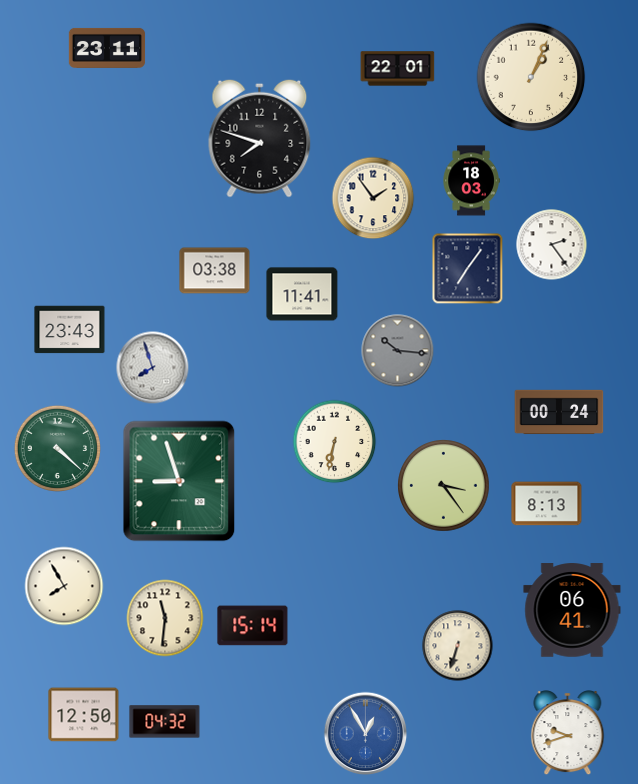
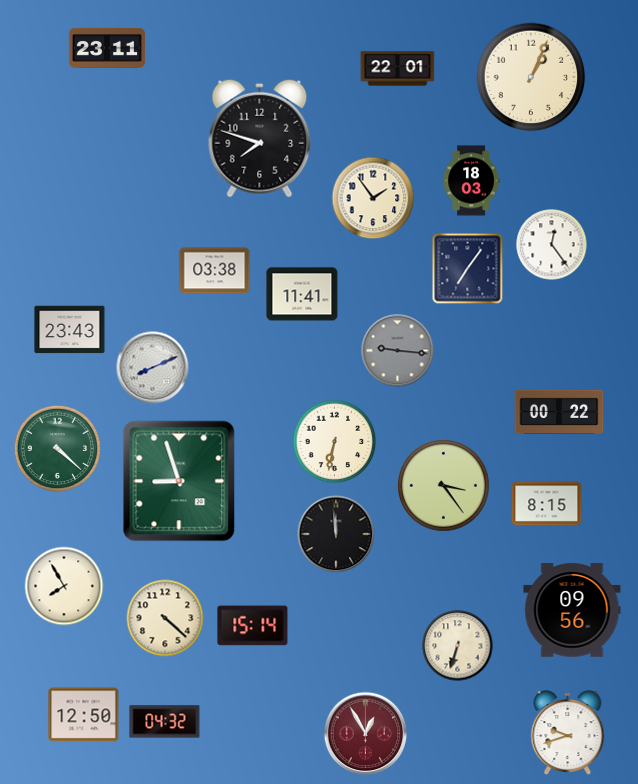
clock at (552, 245): 2:24 -> 12:24
clock at (398, 351): 10:16 -> 9:16
clock at (153, 368): 7:57 -> 8:11
clock at (559, 412): 00:24 -> 00:22
clock at (547, 504): 8:13 -> 8:15
clock at (336, 534): none -> 11:59
clock at (572, 610): 06:41 -> 09:56
clock at (165, 618): 11:31 -> 4:22
clock at (366, 734) dial: blue -> burgundy
